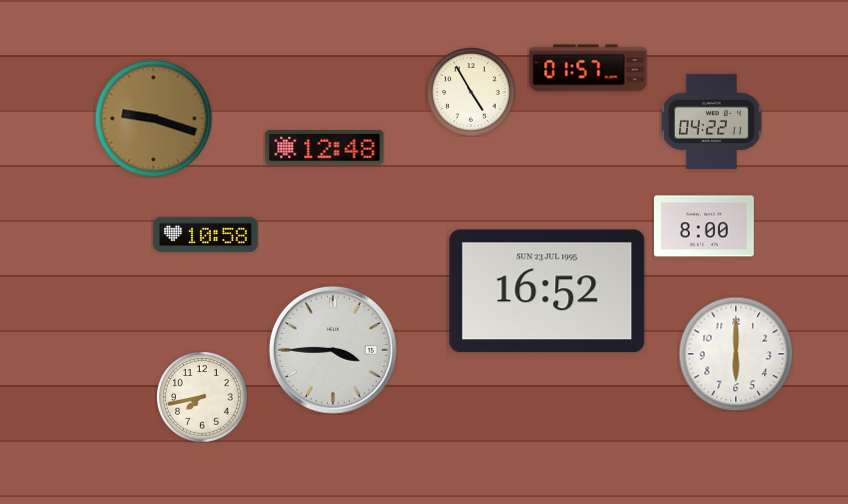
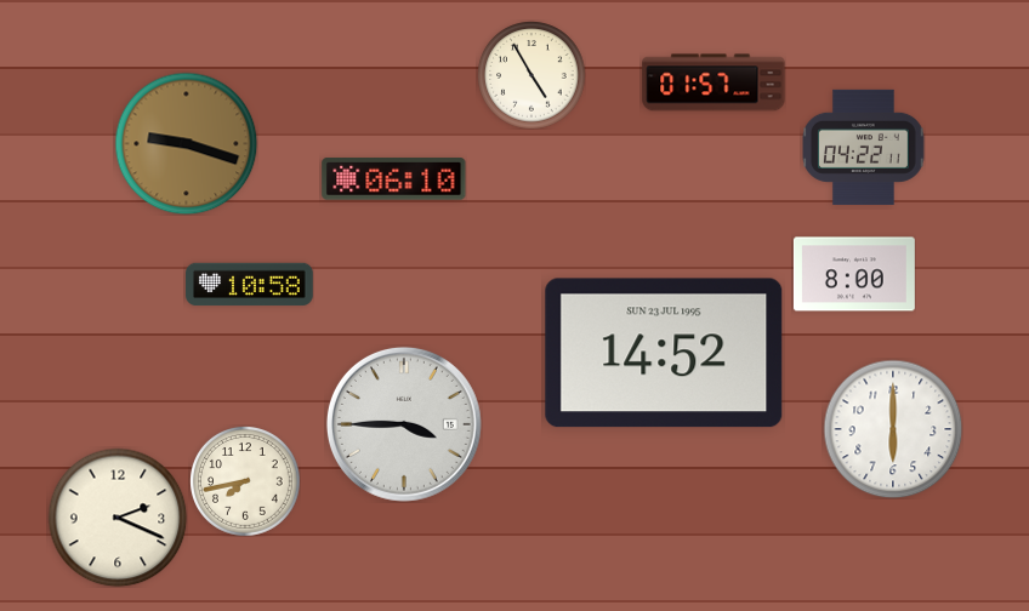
clock at (471, 92) position: (471, 92) -> (531, 75)
clock at (325, 148): 12:48 -> 06:10
clock at (547, 291): 16:52 -> 14:52
clock at (118, 518): none -> 2:19
